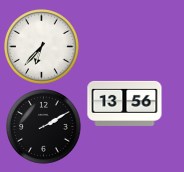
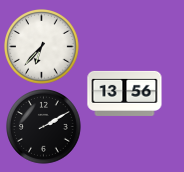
clock at (125, 103) position: (125, 103) -> (125, 93)
